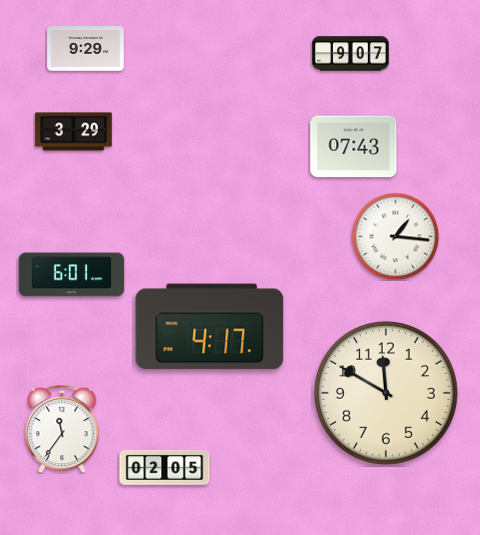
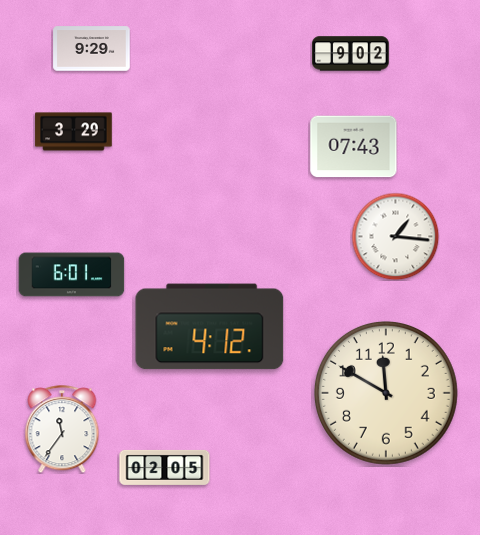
clock at (86, 49) position: (86, 49) -> (92, 49)
clock at (351, 54): 9:07 -> 9:02
clock at (210, 327): 4:17 -> 4:12
